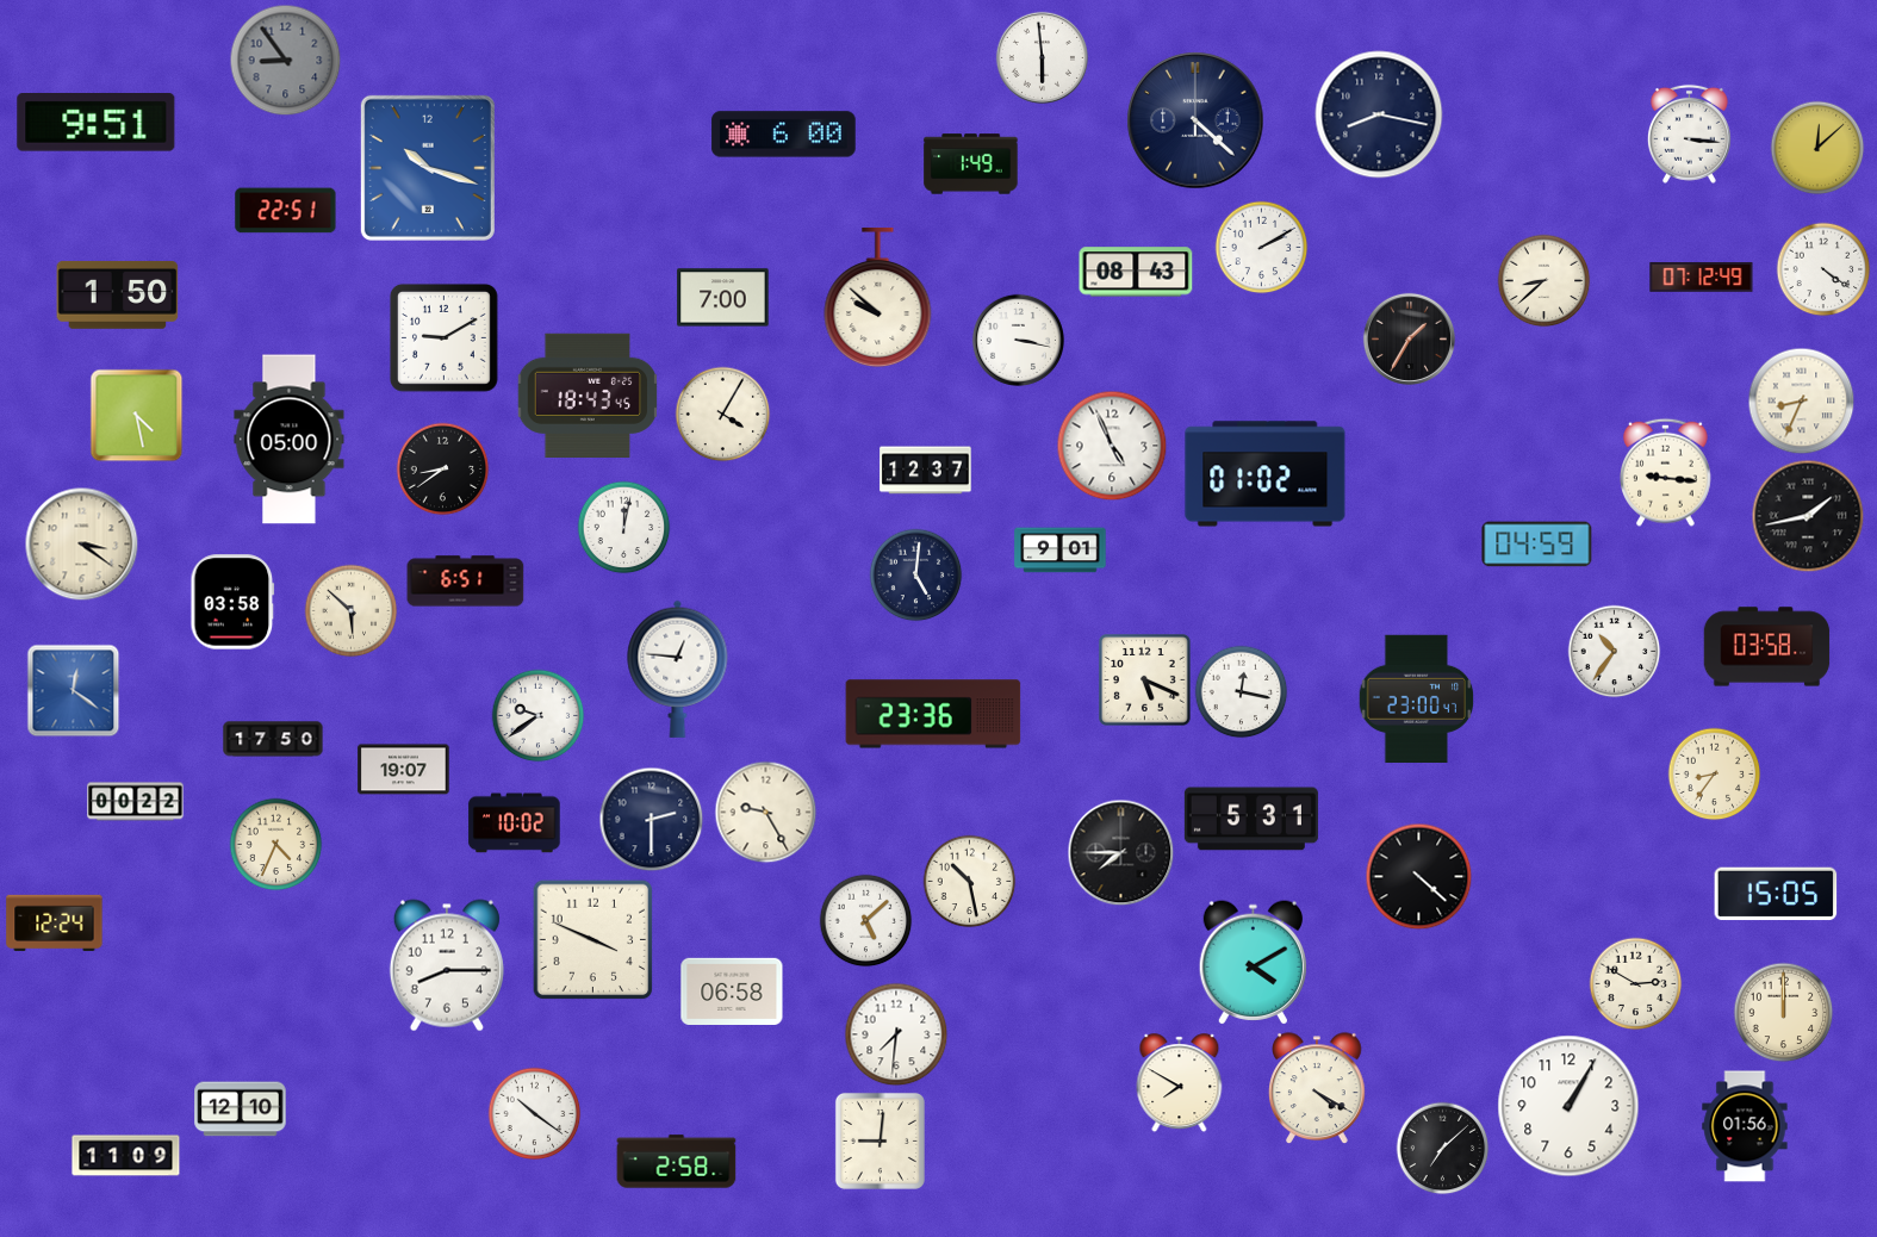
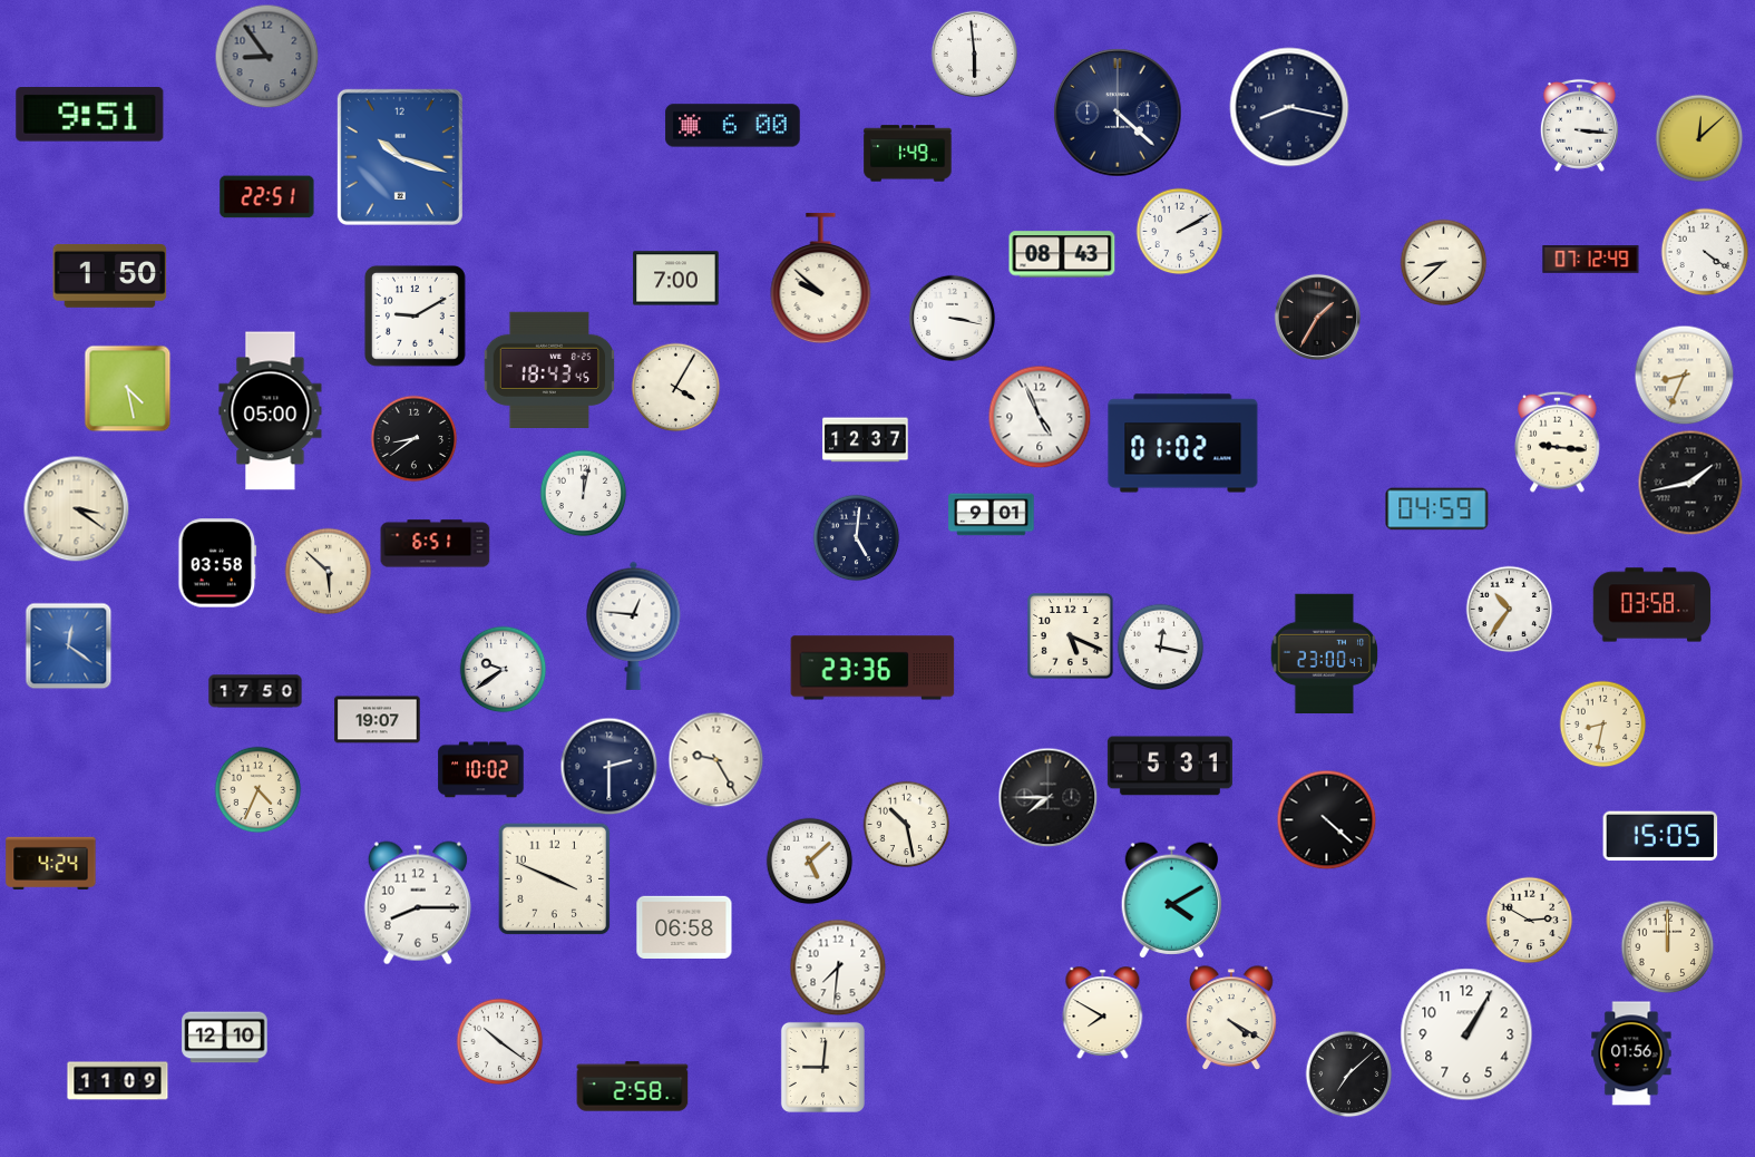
clock at (1714, 773): 8:36 -> 8:32
clock at (136, 802): 00:22 -> none
clock at (55, 922): 12:24 -> 4:24
